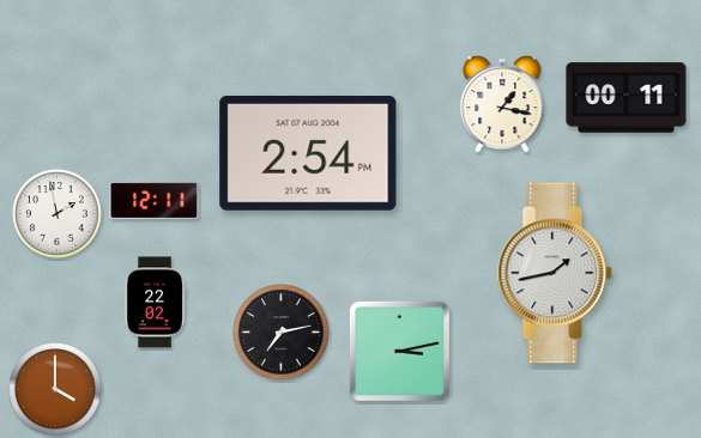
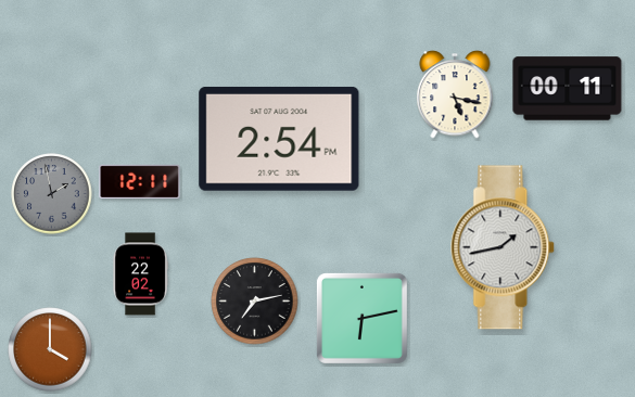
clock at (502, 104): 1:17 -> 5:17
clock at (58, 214) dial: white -> grey
clock at (399, 351): 3:13 -> 6:13
clock at (55, 389) position: (55, 389) -> (50, 349)
